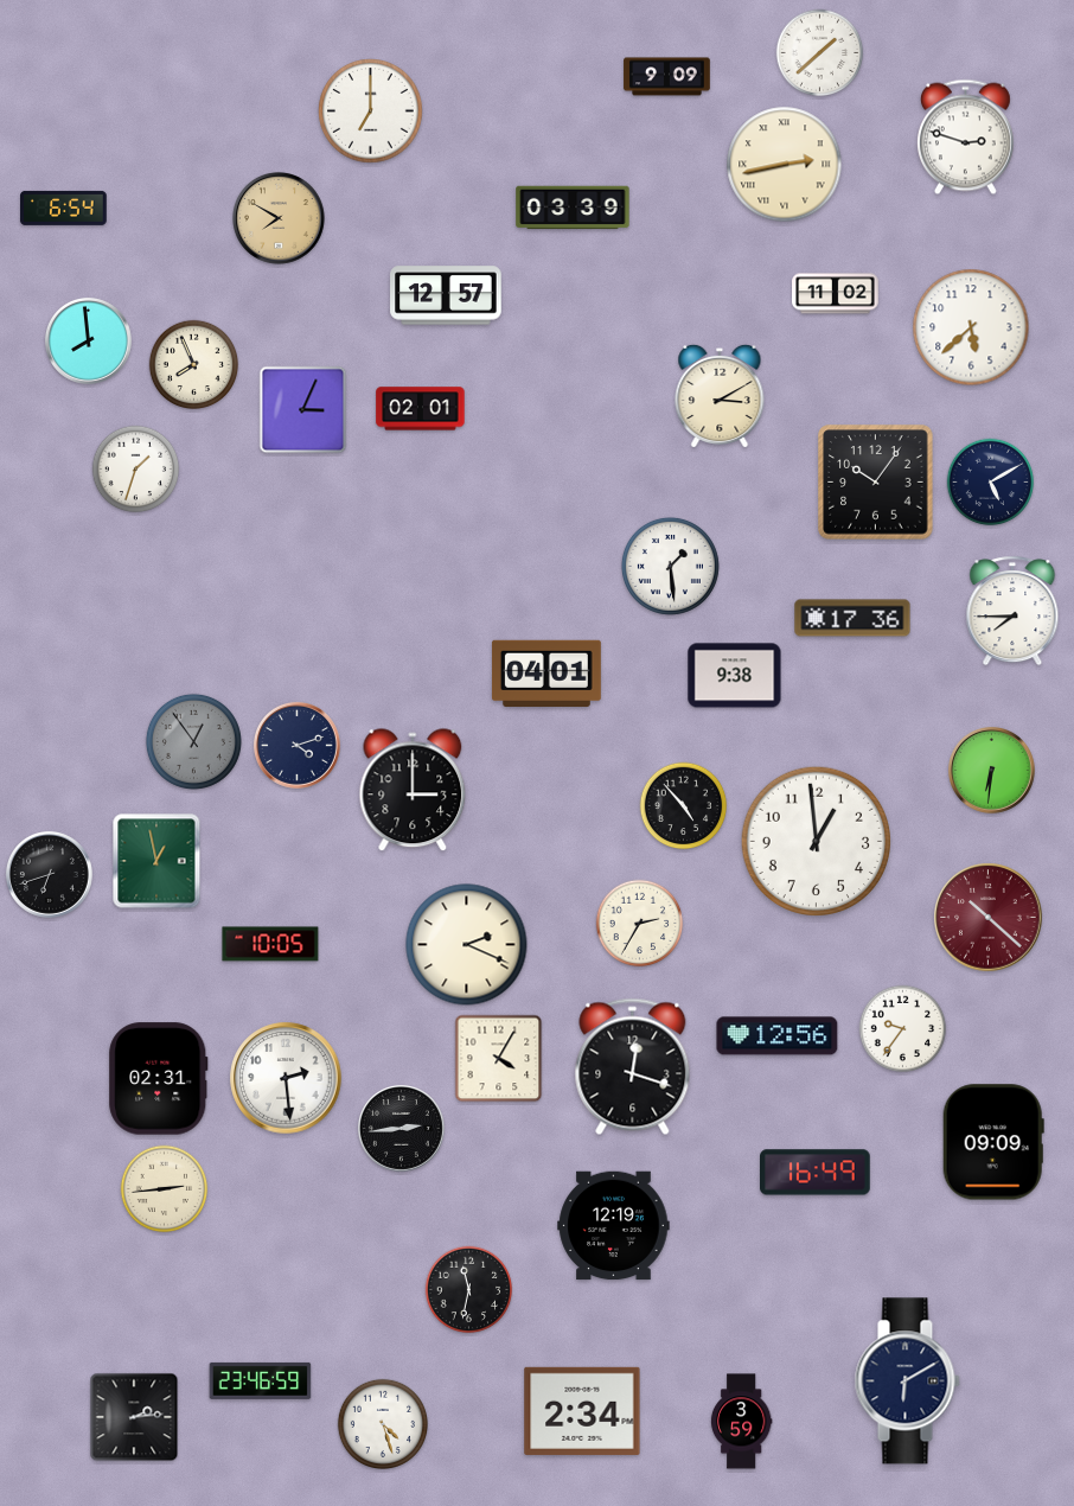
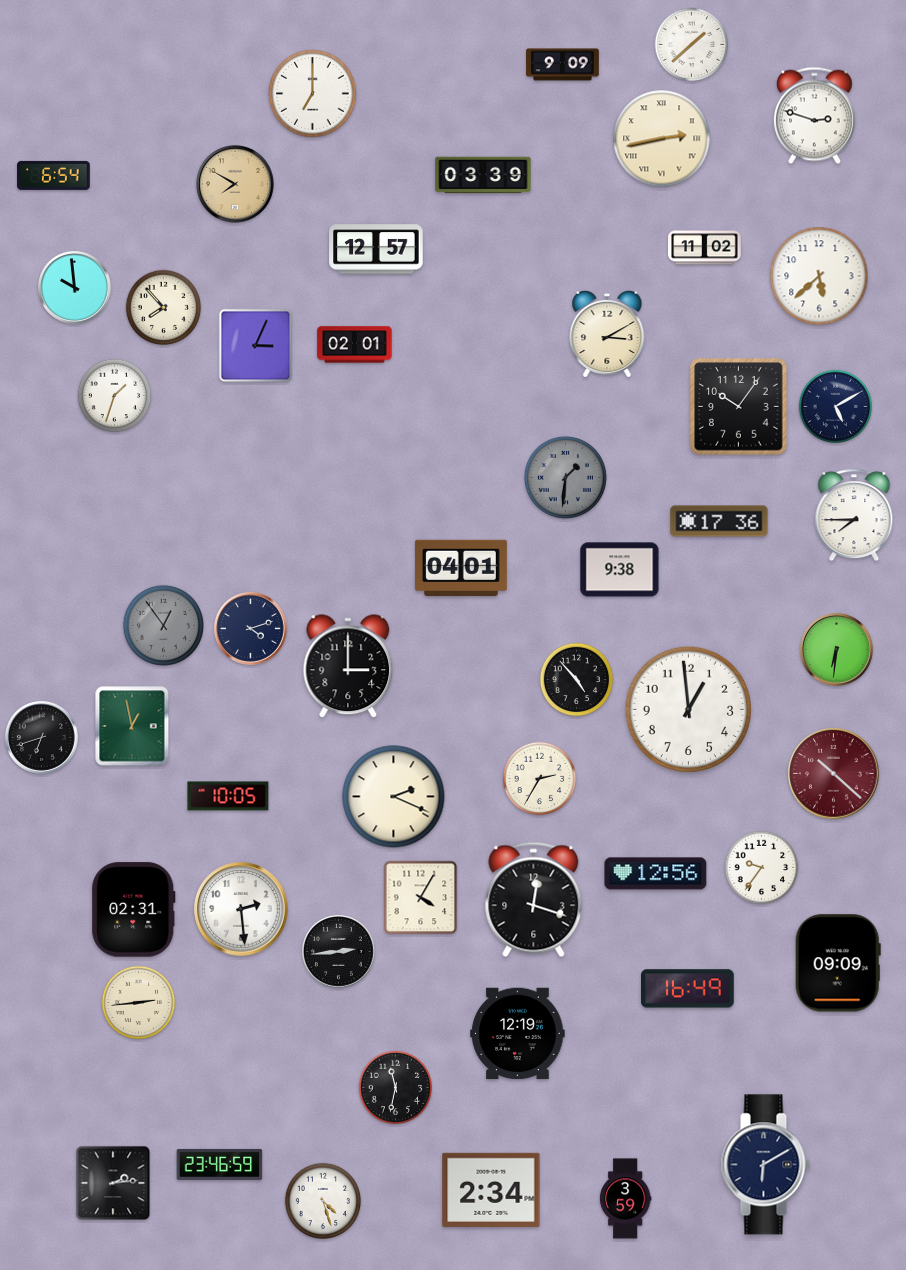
clock at (88, 340): 7:59 -> 9:59
clock at (194, 365): 7:56 -> 7:53
clock at (670, 566): 1:29 -> 1:31
clock at (670, 566) dial: white -> grey
clock at (499, 1059) position: (499, 1059) -> (421, 898)
clock at (134, 1417) position: (134, 1417) -> (113, 1183)
